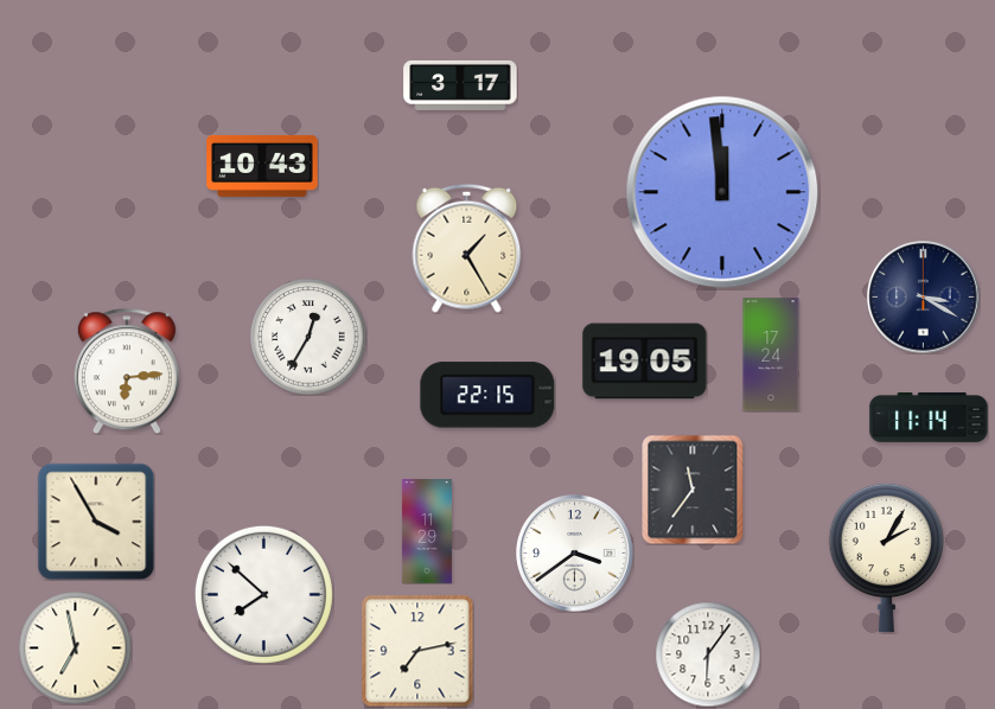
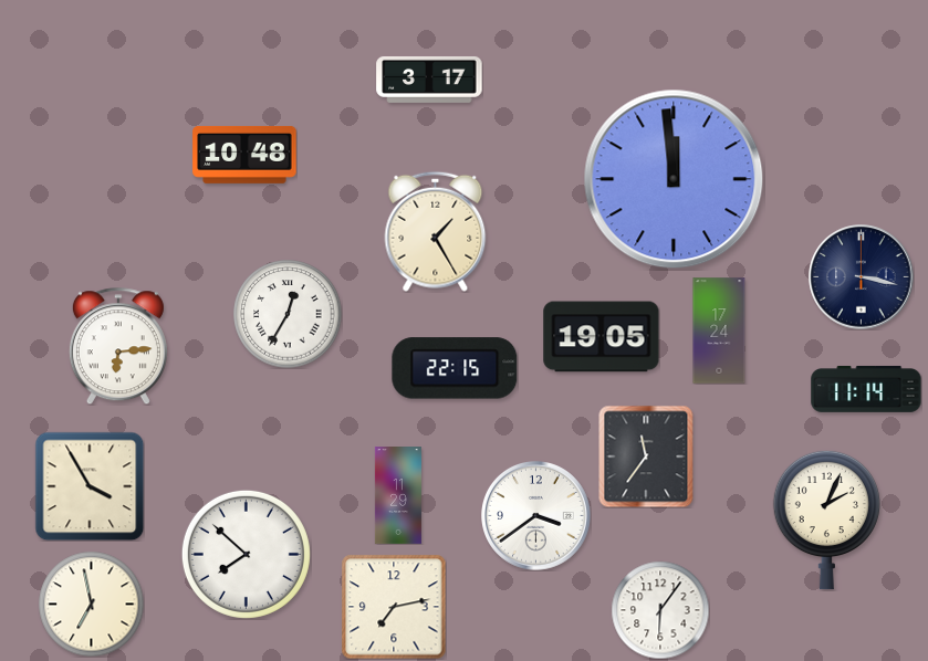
clock at (262, 166): 10:43 -> 10:48
clock at (924, 298): 3:20 -> 3:17
clock at (886, 557): 2:05 -> 2:04
clock at (75, 647) position: (75, 647) -> (91, 604)
clock at (417, 651) position: (417, 651) -> (394, 607)
